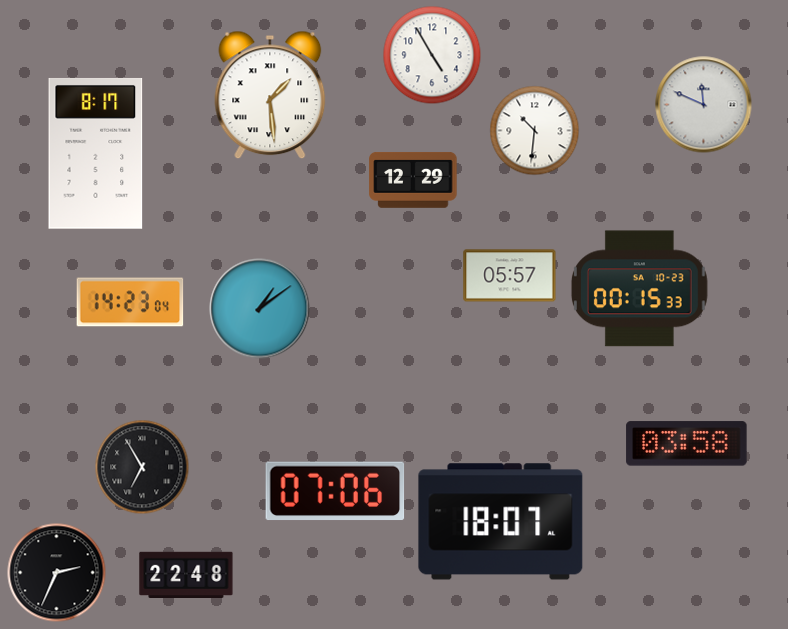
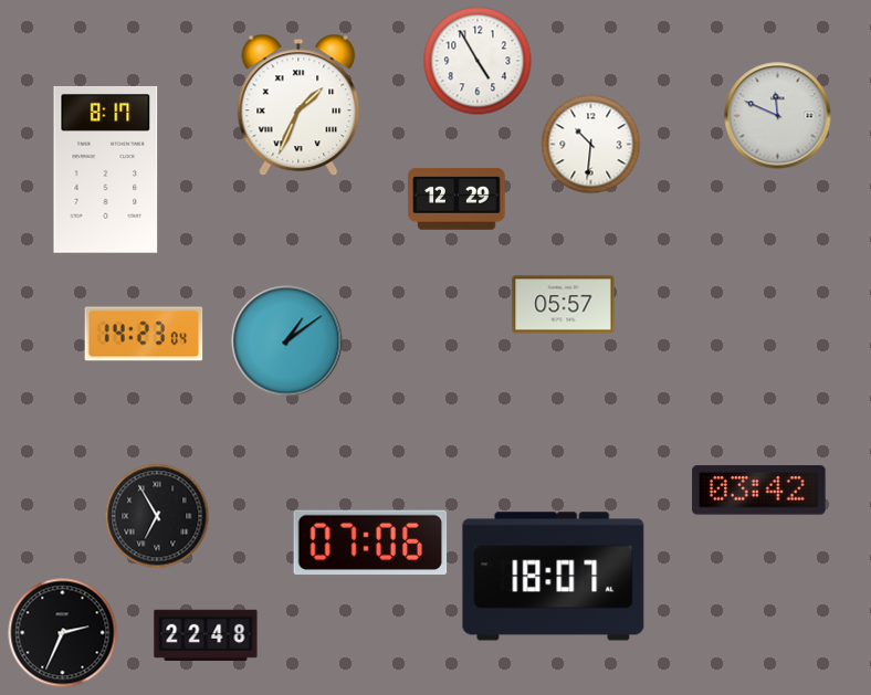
clock at (270, 95): 1:29 -> 1:34
clock at (639, 289): 00:15 -> none
clock at (687, 444): 03:58 -> 03:42
